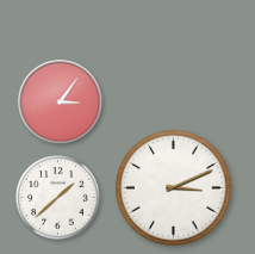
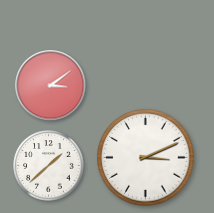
clock at (61, 103): 3:06 -> 3:09
